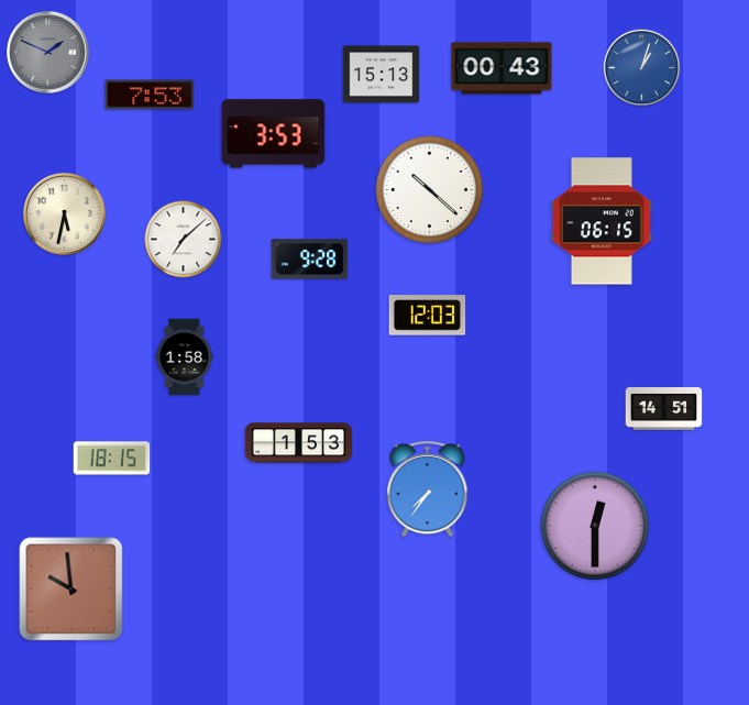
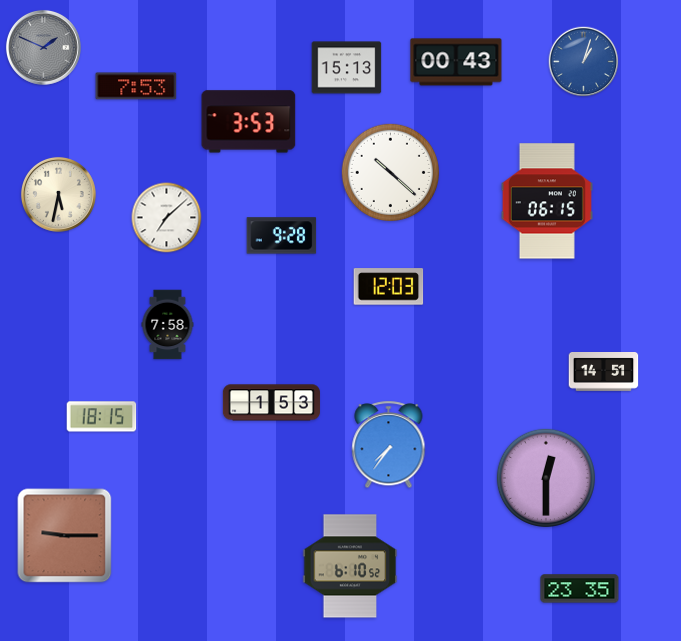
clock at (185, 357): 1:58 -> 7:58
clock at (595, 526) position: (595, 526) -> (546, 478)
clock at (71, 590): 9:59 -> 9:15
clock at (350, 566): none -> 6:10
clock at (580, 589): none -> 23:35
